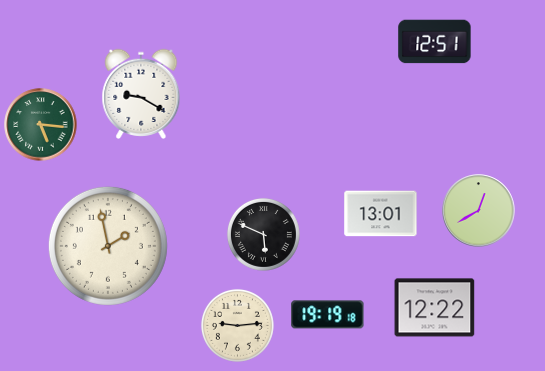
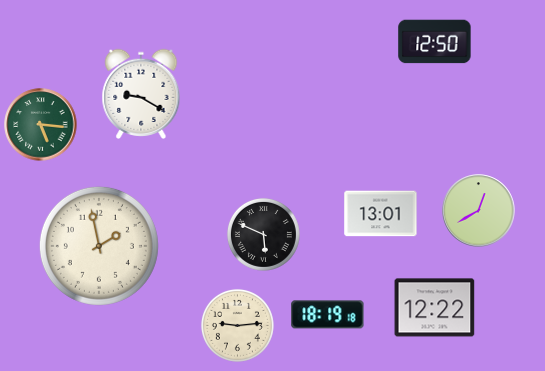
clock at (435, 42): 12:51 -> 12:50
clock at (108, 246) position: (108, 246) -> (99, 246)
clock at (328, 315): 19:19 -> 18:19
